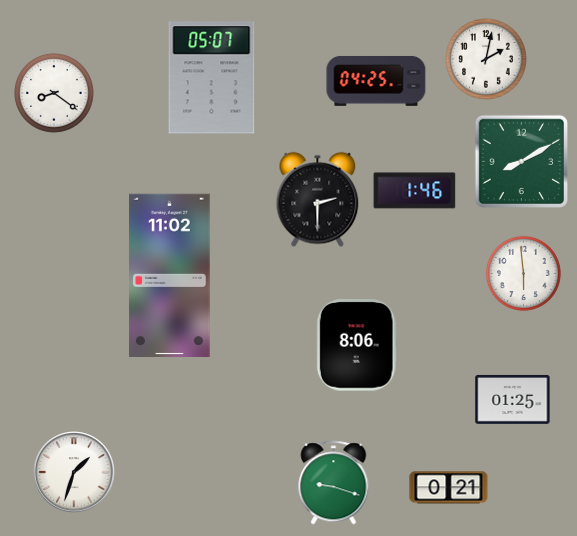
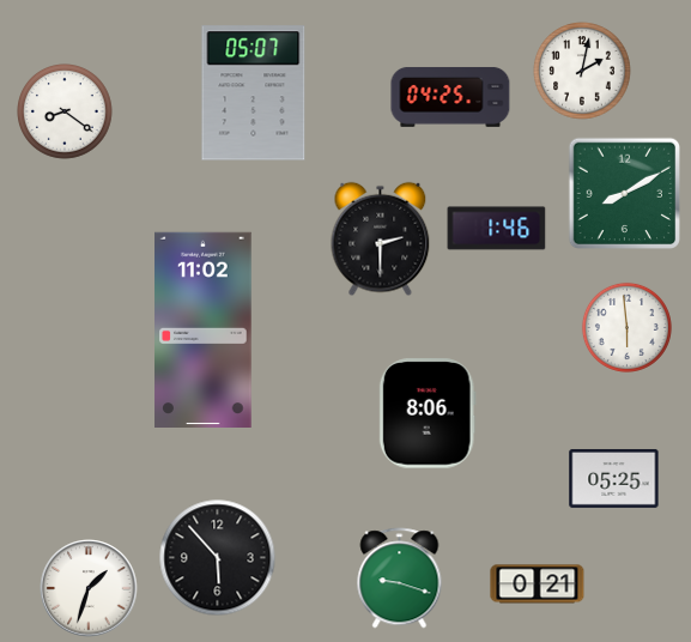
clock at (513, 399): 01:25 -> 05:25
clock at (218, 558): none -> 5:53
clock at (74, 472) position: (74, 472) -> (89, 588)
